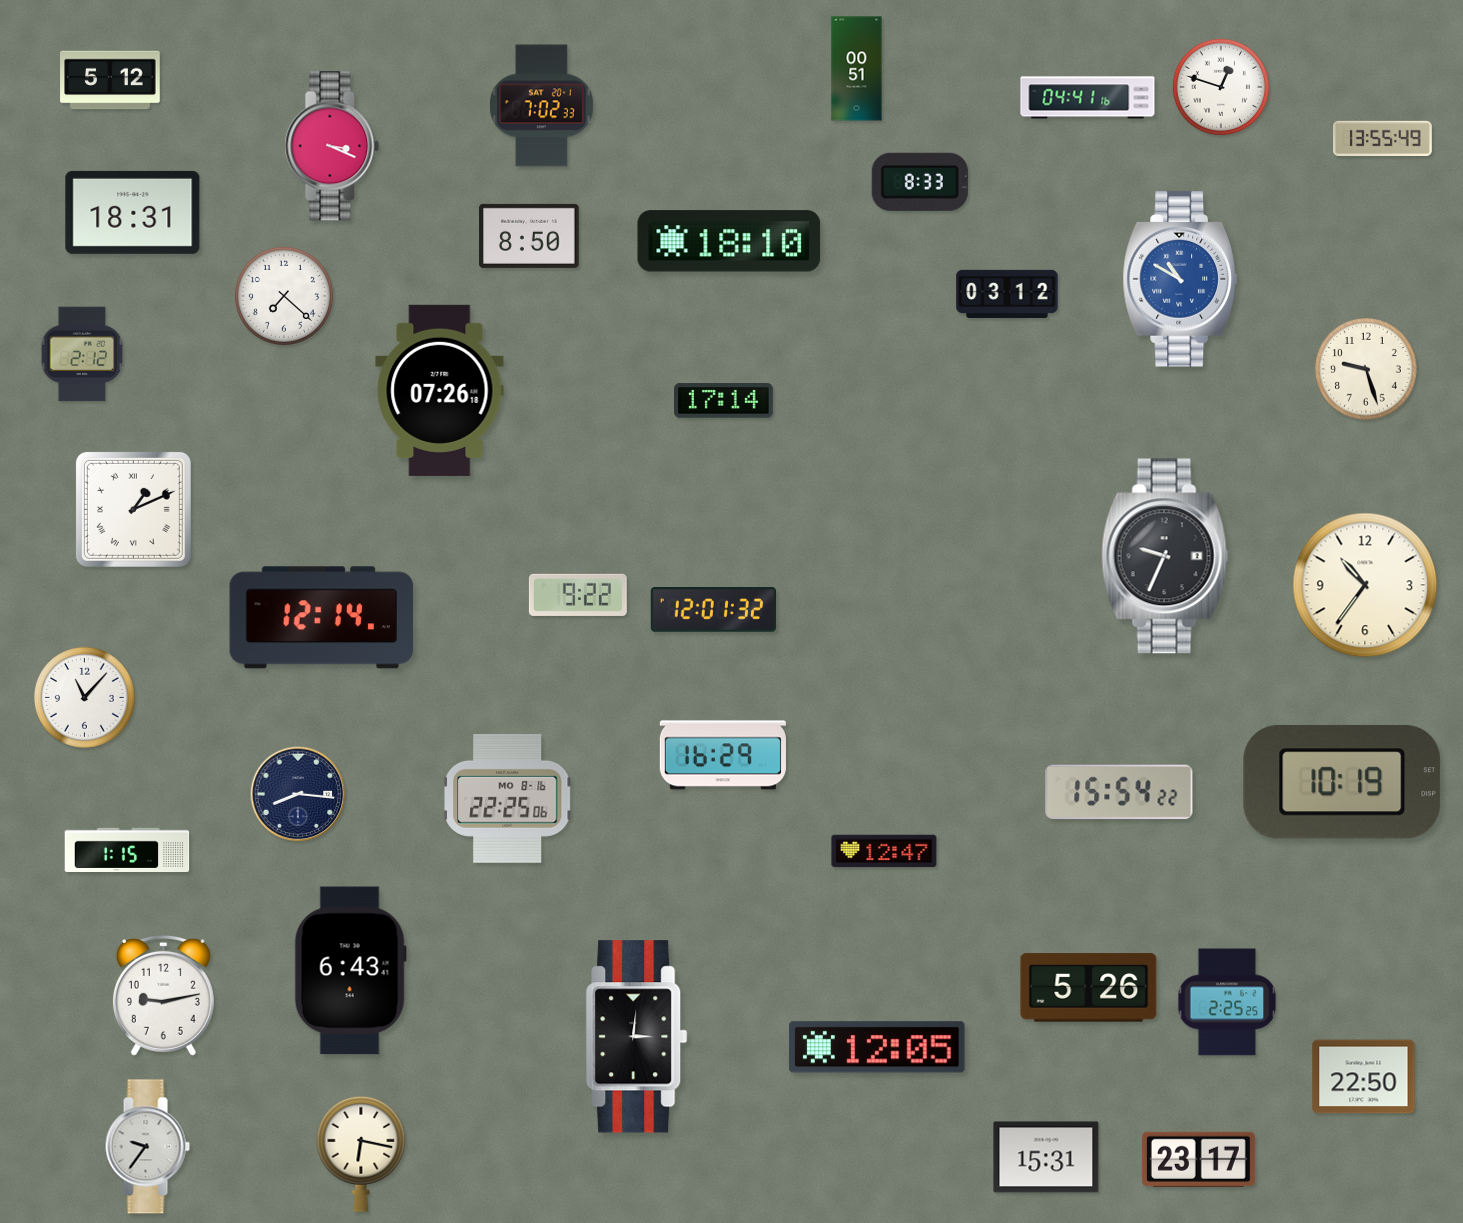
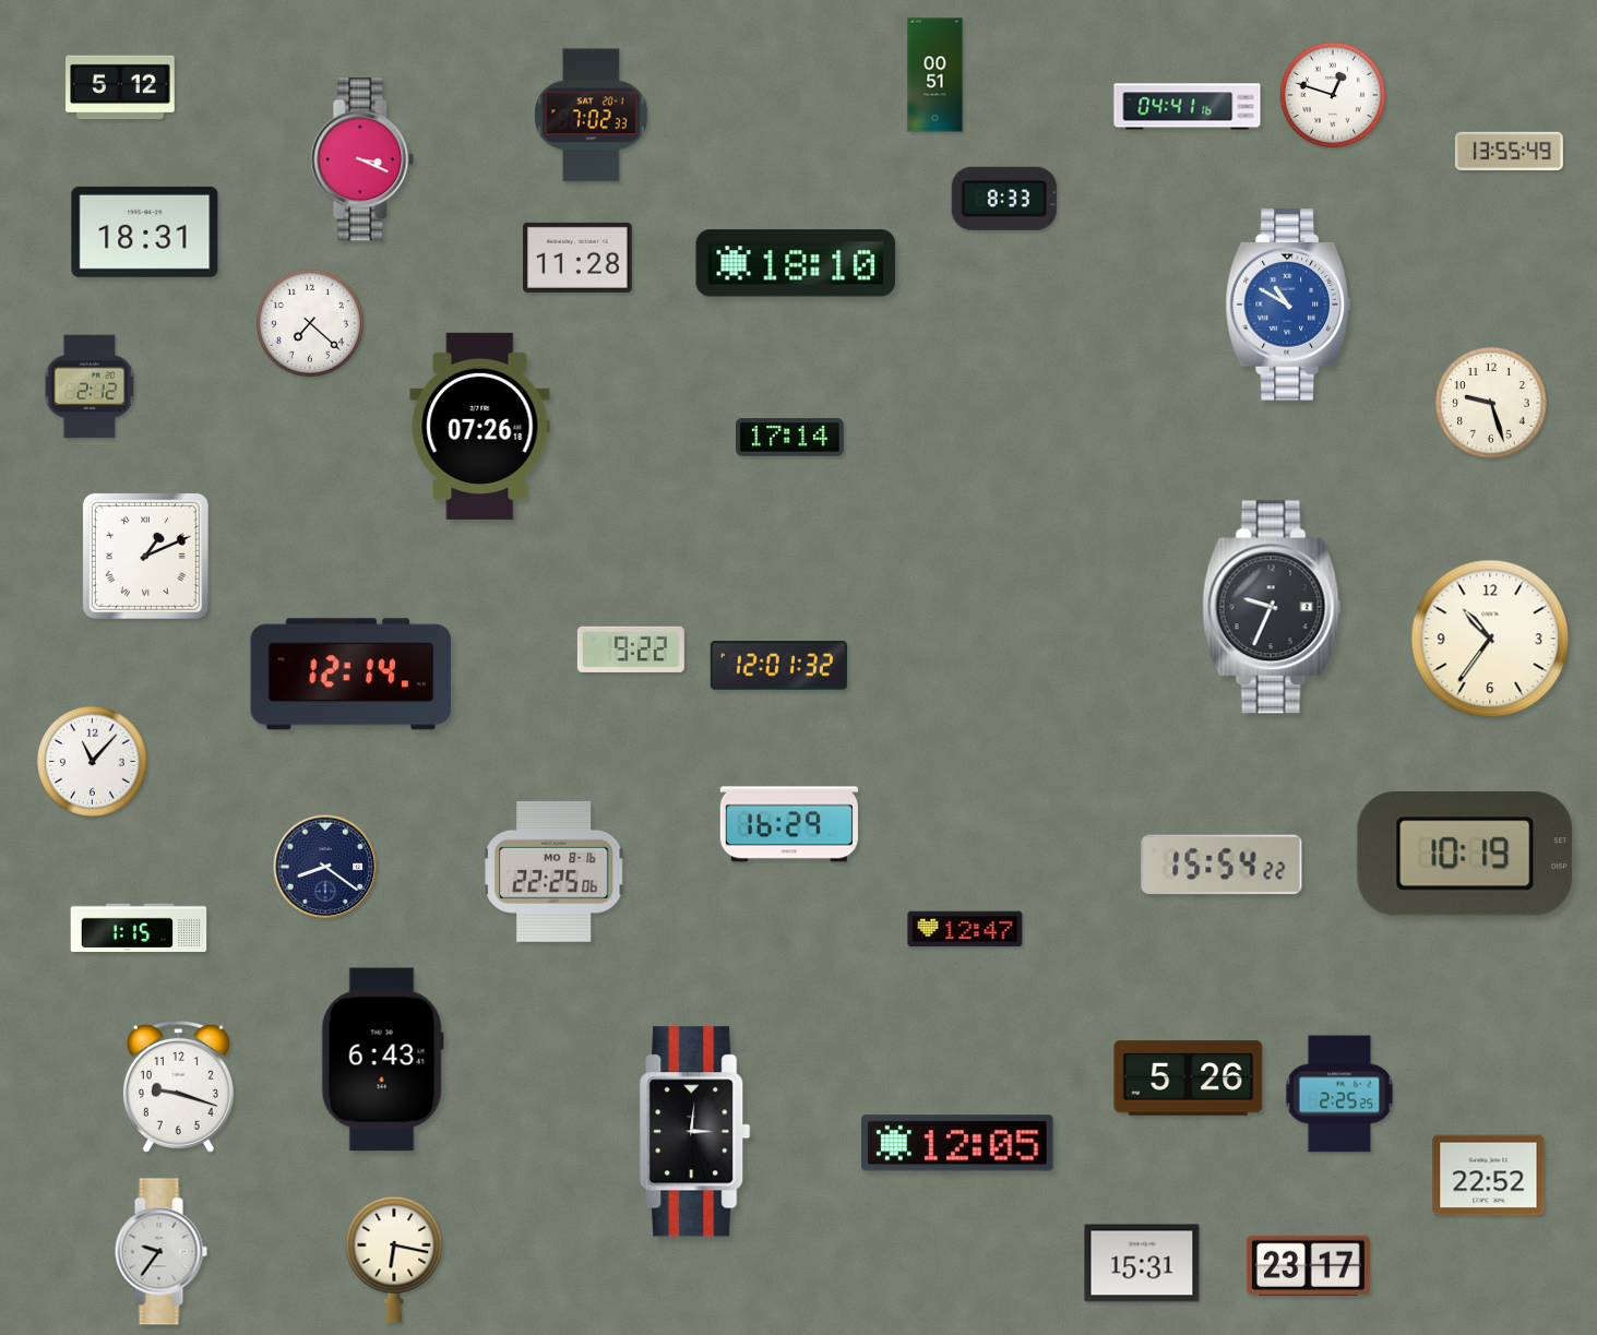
clock at (529, 236): 8:50 -> 11:28
clock at (1007, 294): 03:12 -> none
clock at (298, 794): 8:16 -> 8:21
clock at (163, 995): 9:13 -> 9:18
clock at (1364, 1077): 22:50 -> 22:52
